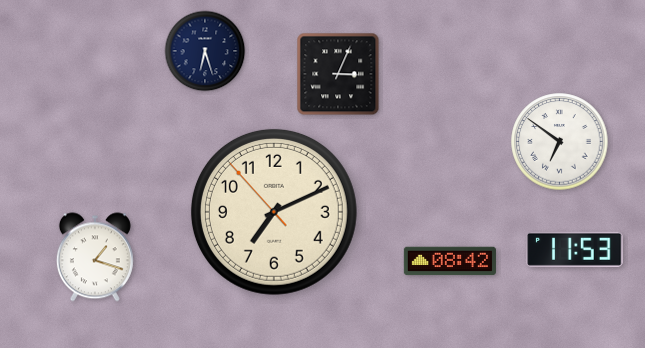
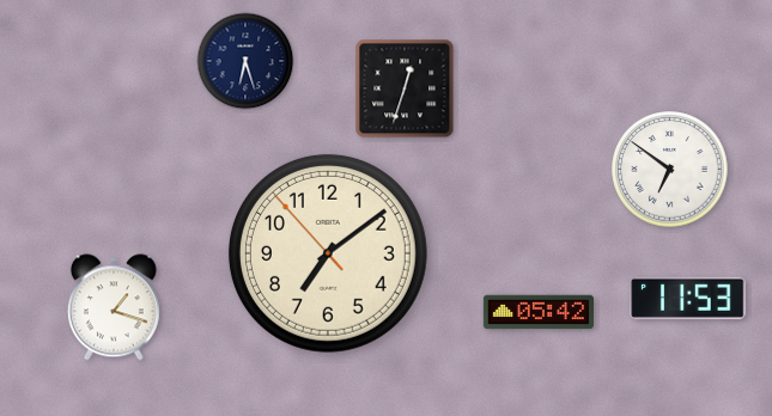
clock at (338, 74): 3:04 -> 12:33
clock at (274, 212): 7:10 -> 7:08
clock at (450, 261): 08:42 -> 05:42
